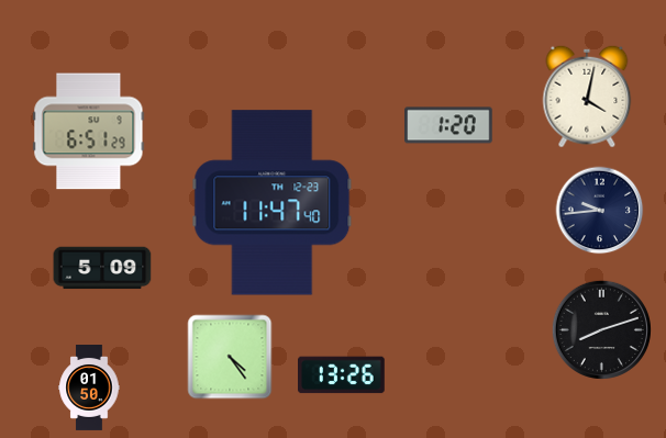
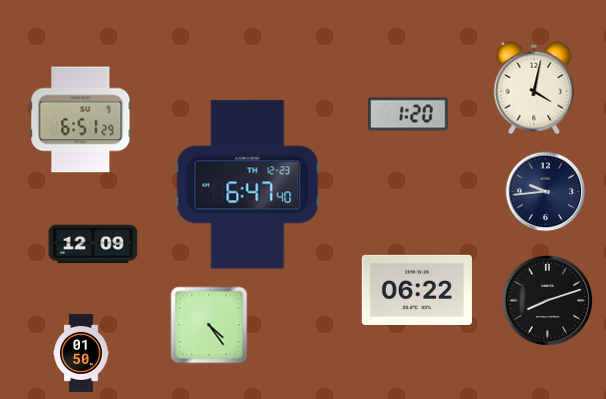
clock at (273, 203): 11:47 -> 6:47
clock at (102, 268): 5:09 -> 12:09
clock at (417, 290): none -> 06:22
clock at (342, 375): 13:26 -> none
